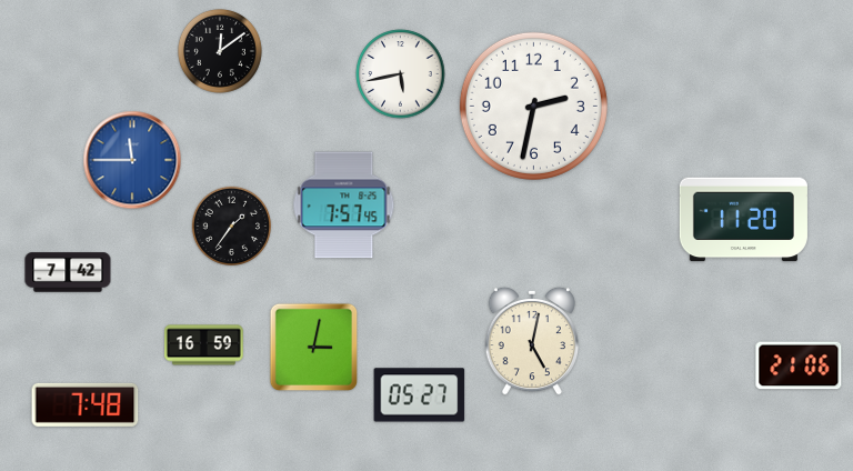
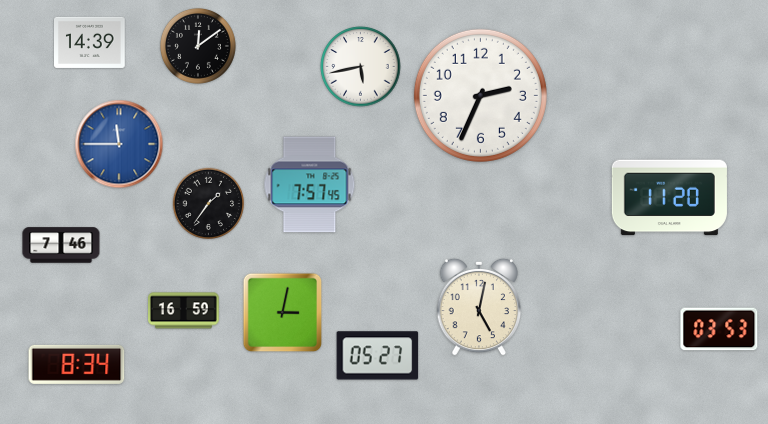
clock at (90, 42): none -> 14:39
clock at (533, 106): 2:32 -> 2:34
clock at (68, 272): 7:42 -> 7:46
clock at (799, 365): 21:06 -> 03:53
clock at (86, 404): 7:48 -> 8:34
